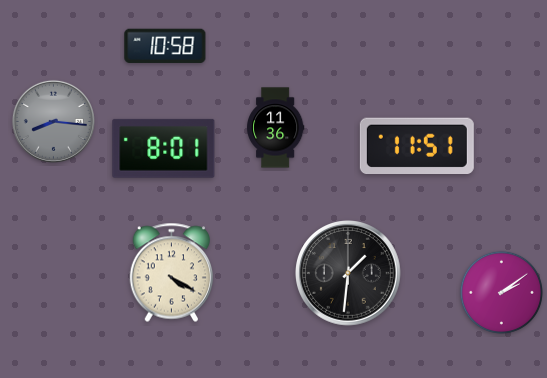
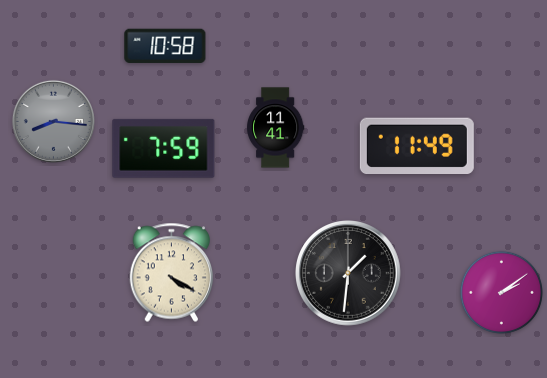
clock at (275, 128): 11:36 -> 11:41
clock at (417, 145): 11:51 -> 11:49
clock at (164, 148): 8:01 -> 7:59
